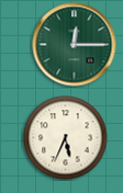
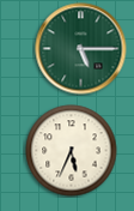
clock at (75, 45): 12:15 -> 5:15
